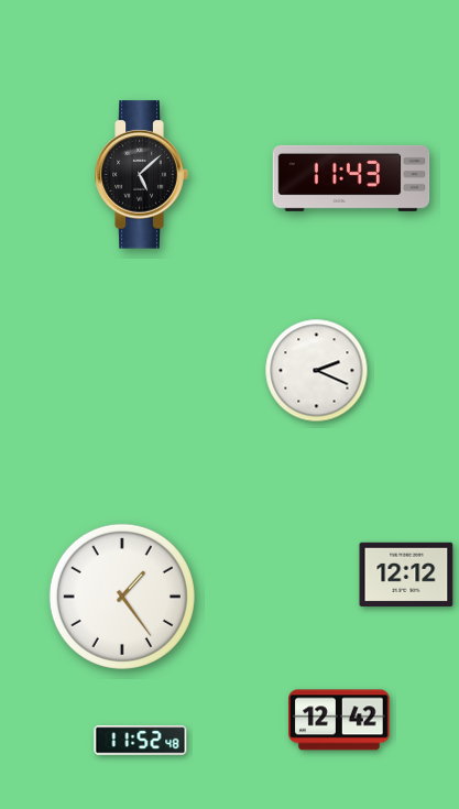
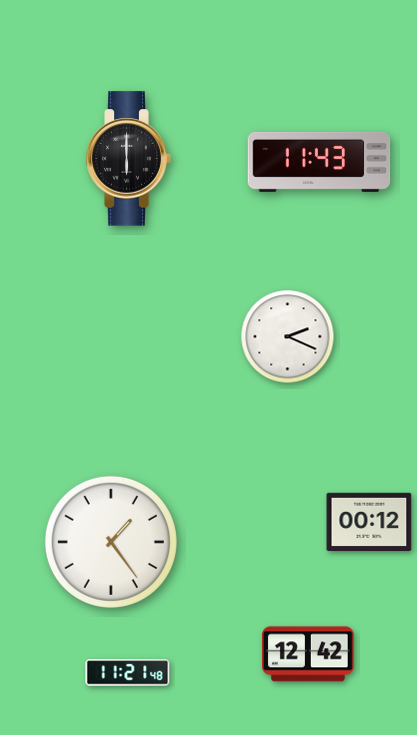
clock at (141, 175): 5:08 -> 6:00
clock at (406, 575): 12:12 -> 00:12
clock at (141, 741): 11:52 -> 11:21
